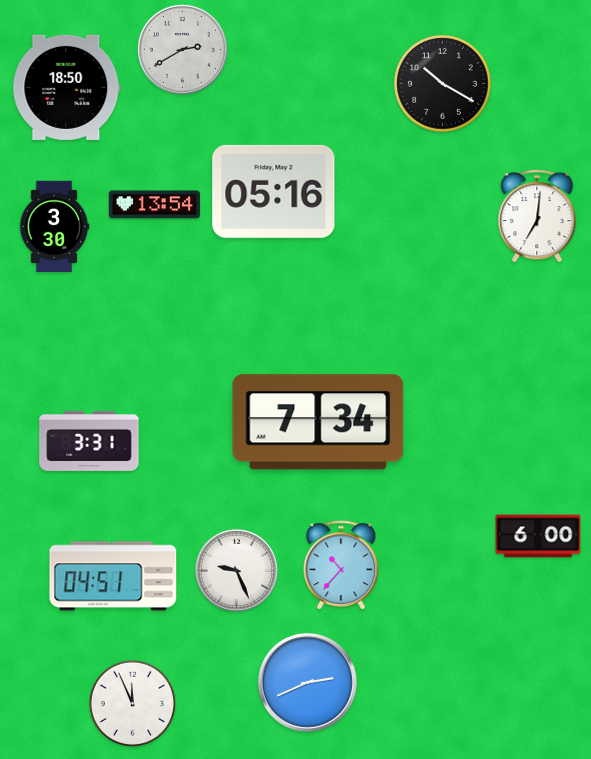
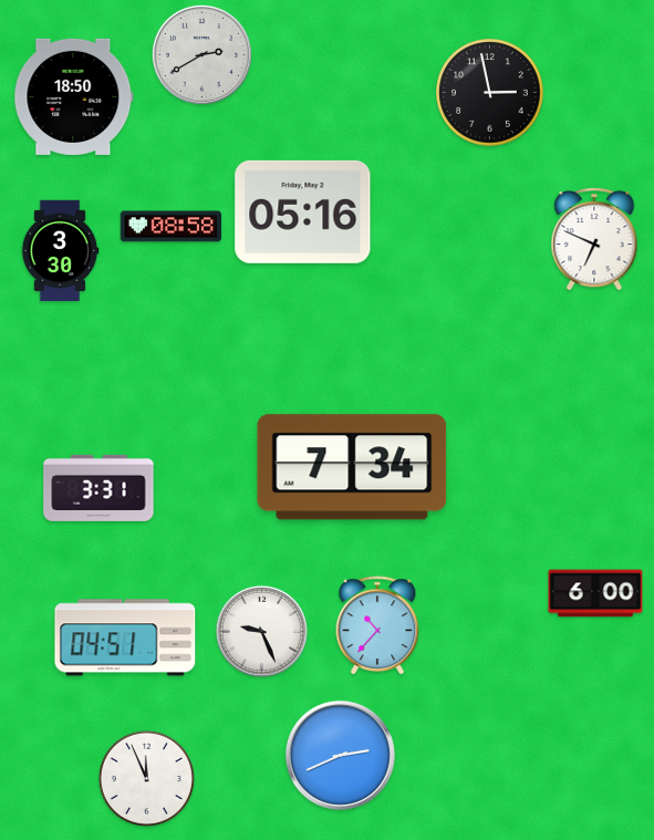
clock at (443, 84): 10:20 -> 2:58
clock at (154, 205): 13:54 -> 08:58
clock at (537, 216): 7:01 -> 6:49
